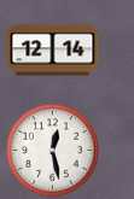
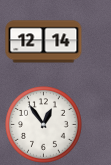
clock at (53, 151): 12:28 -> 12:54
